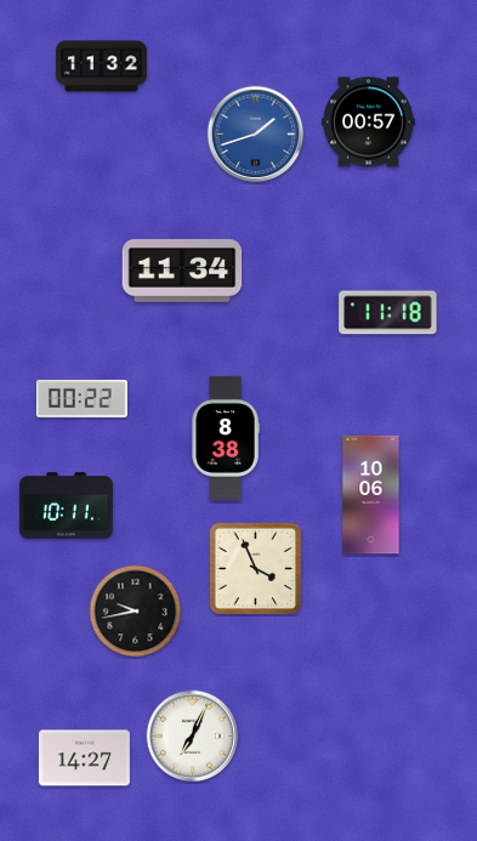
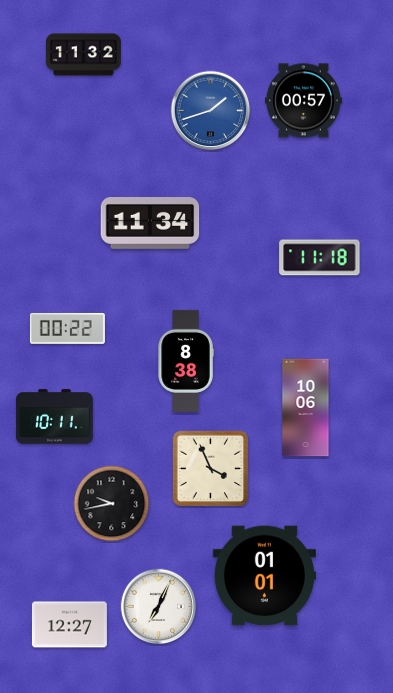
clock at (264, 576): none -> 01:01
clock at (84, 758): 14:27 -> 12:27
